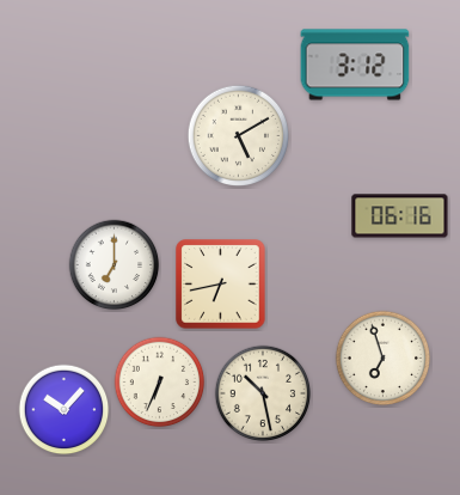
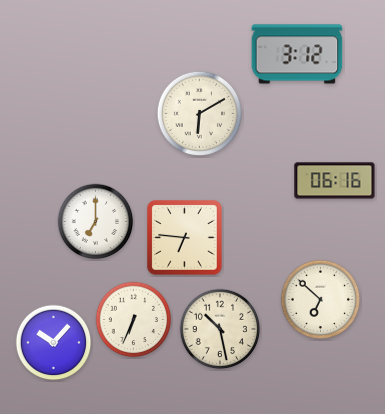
clock at (238, 135): 5:10 -> 6:10
clock at (221, 285): 6:43 -> 6:46
clock at (384, 359): 6:57 -> 6:52
